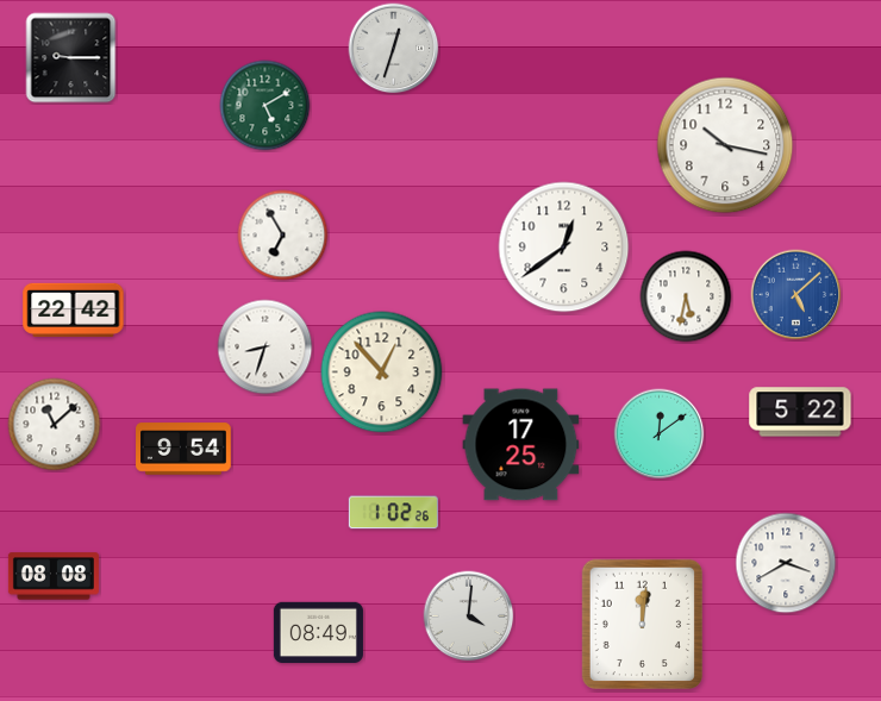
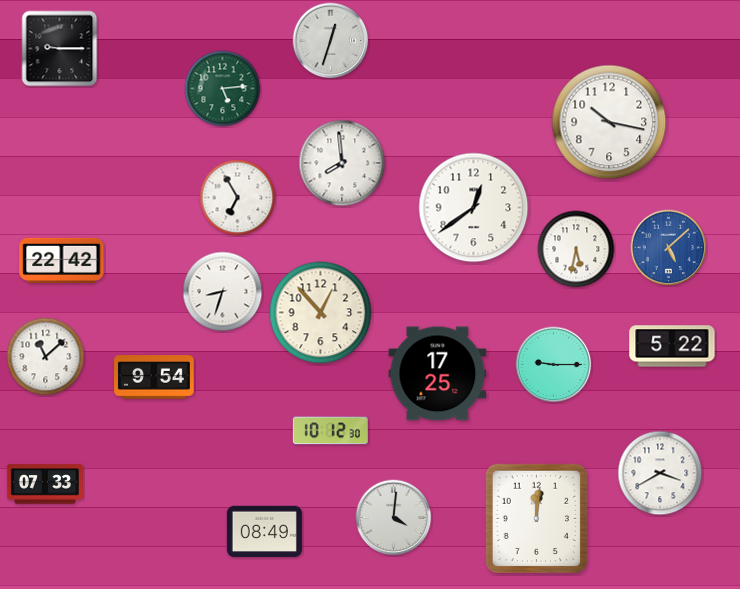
clock at (265, 106): 5:10 -> 5:14
clock at (342, 163): none -> 7:59
clock at (660, 434): 12:09 -> 9:15
clock at (393, 513): 1:02 -> 10:12
clock at (54, 576): 08:08 -> 07:33
clock at (642, 624) position: (642, 624) -> (536, 518)
clock at (318, 633) position: (318, 633) -> (264, 532)
